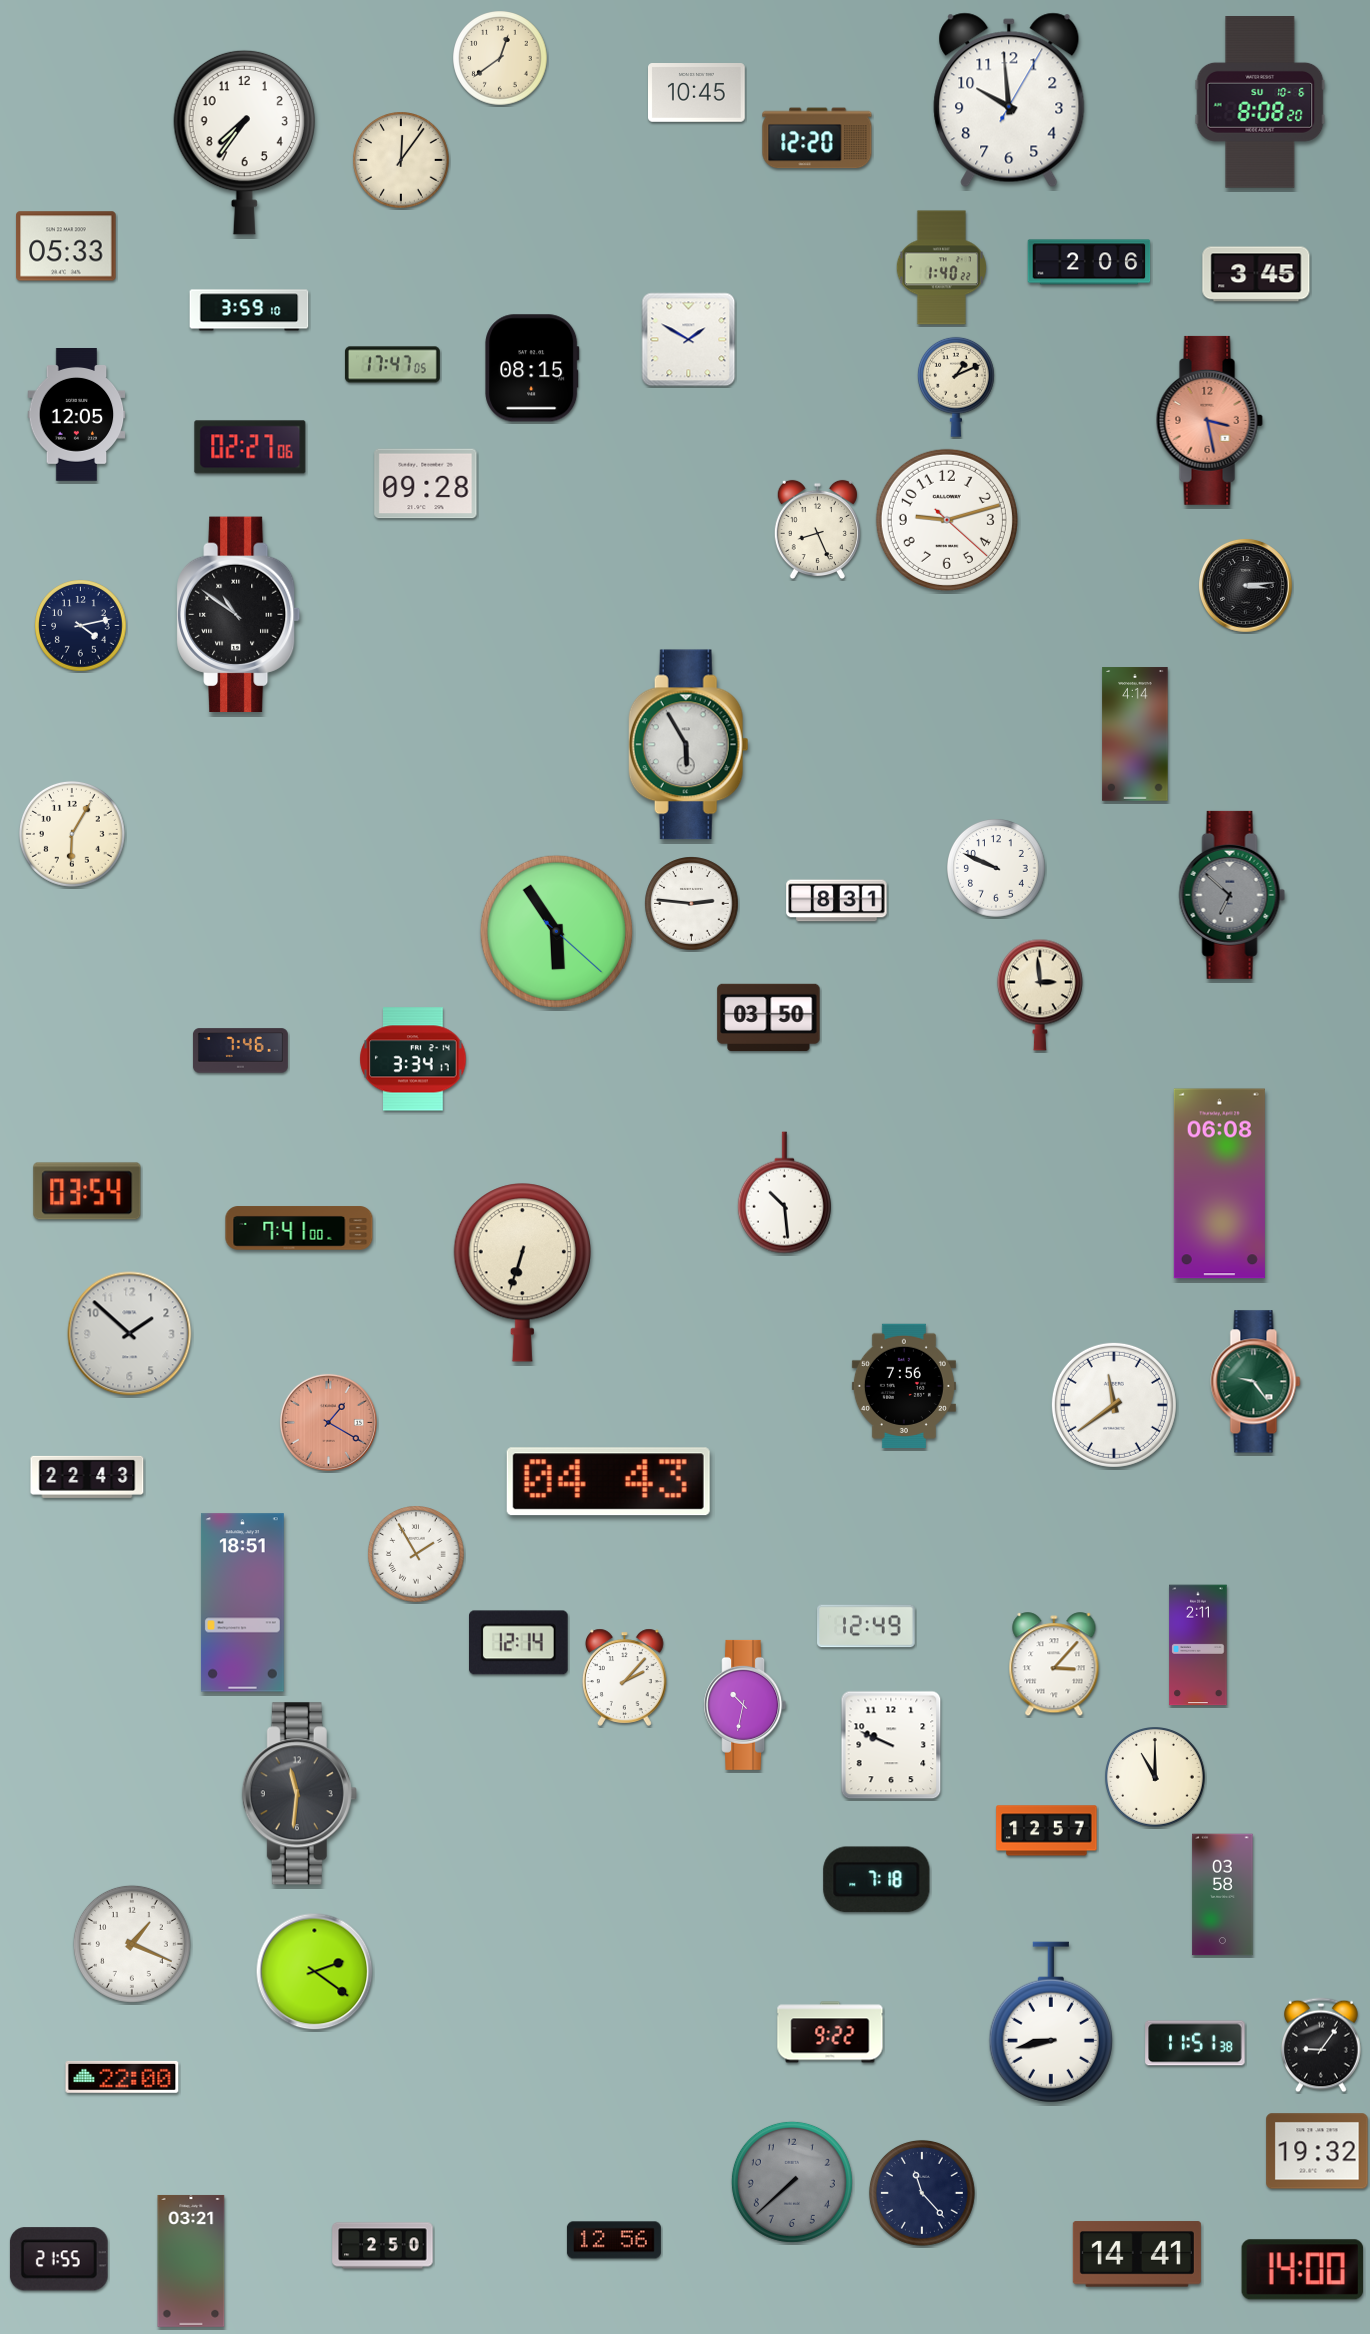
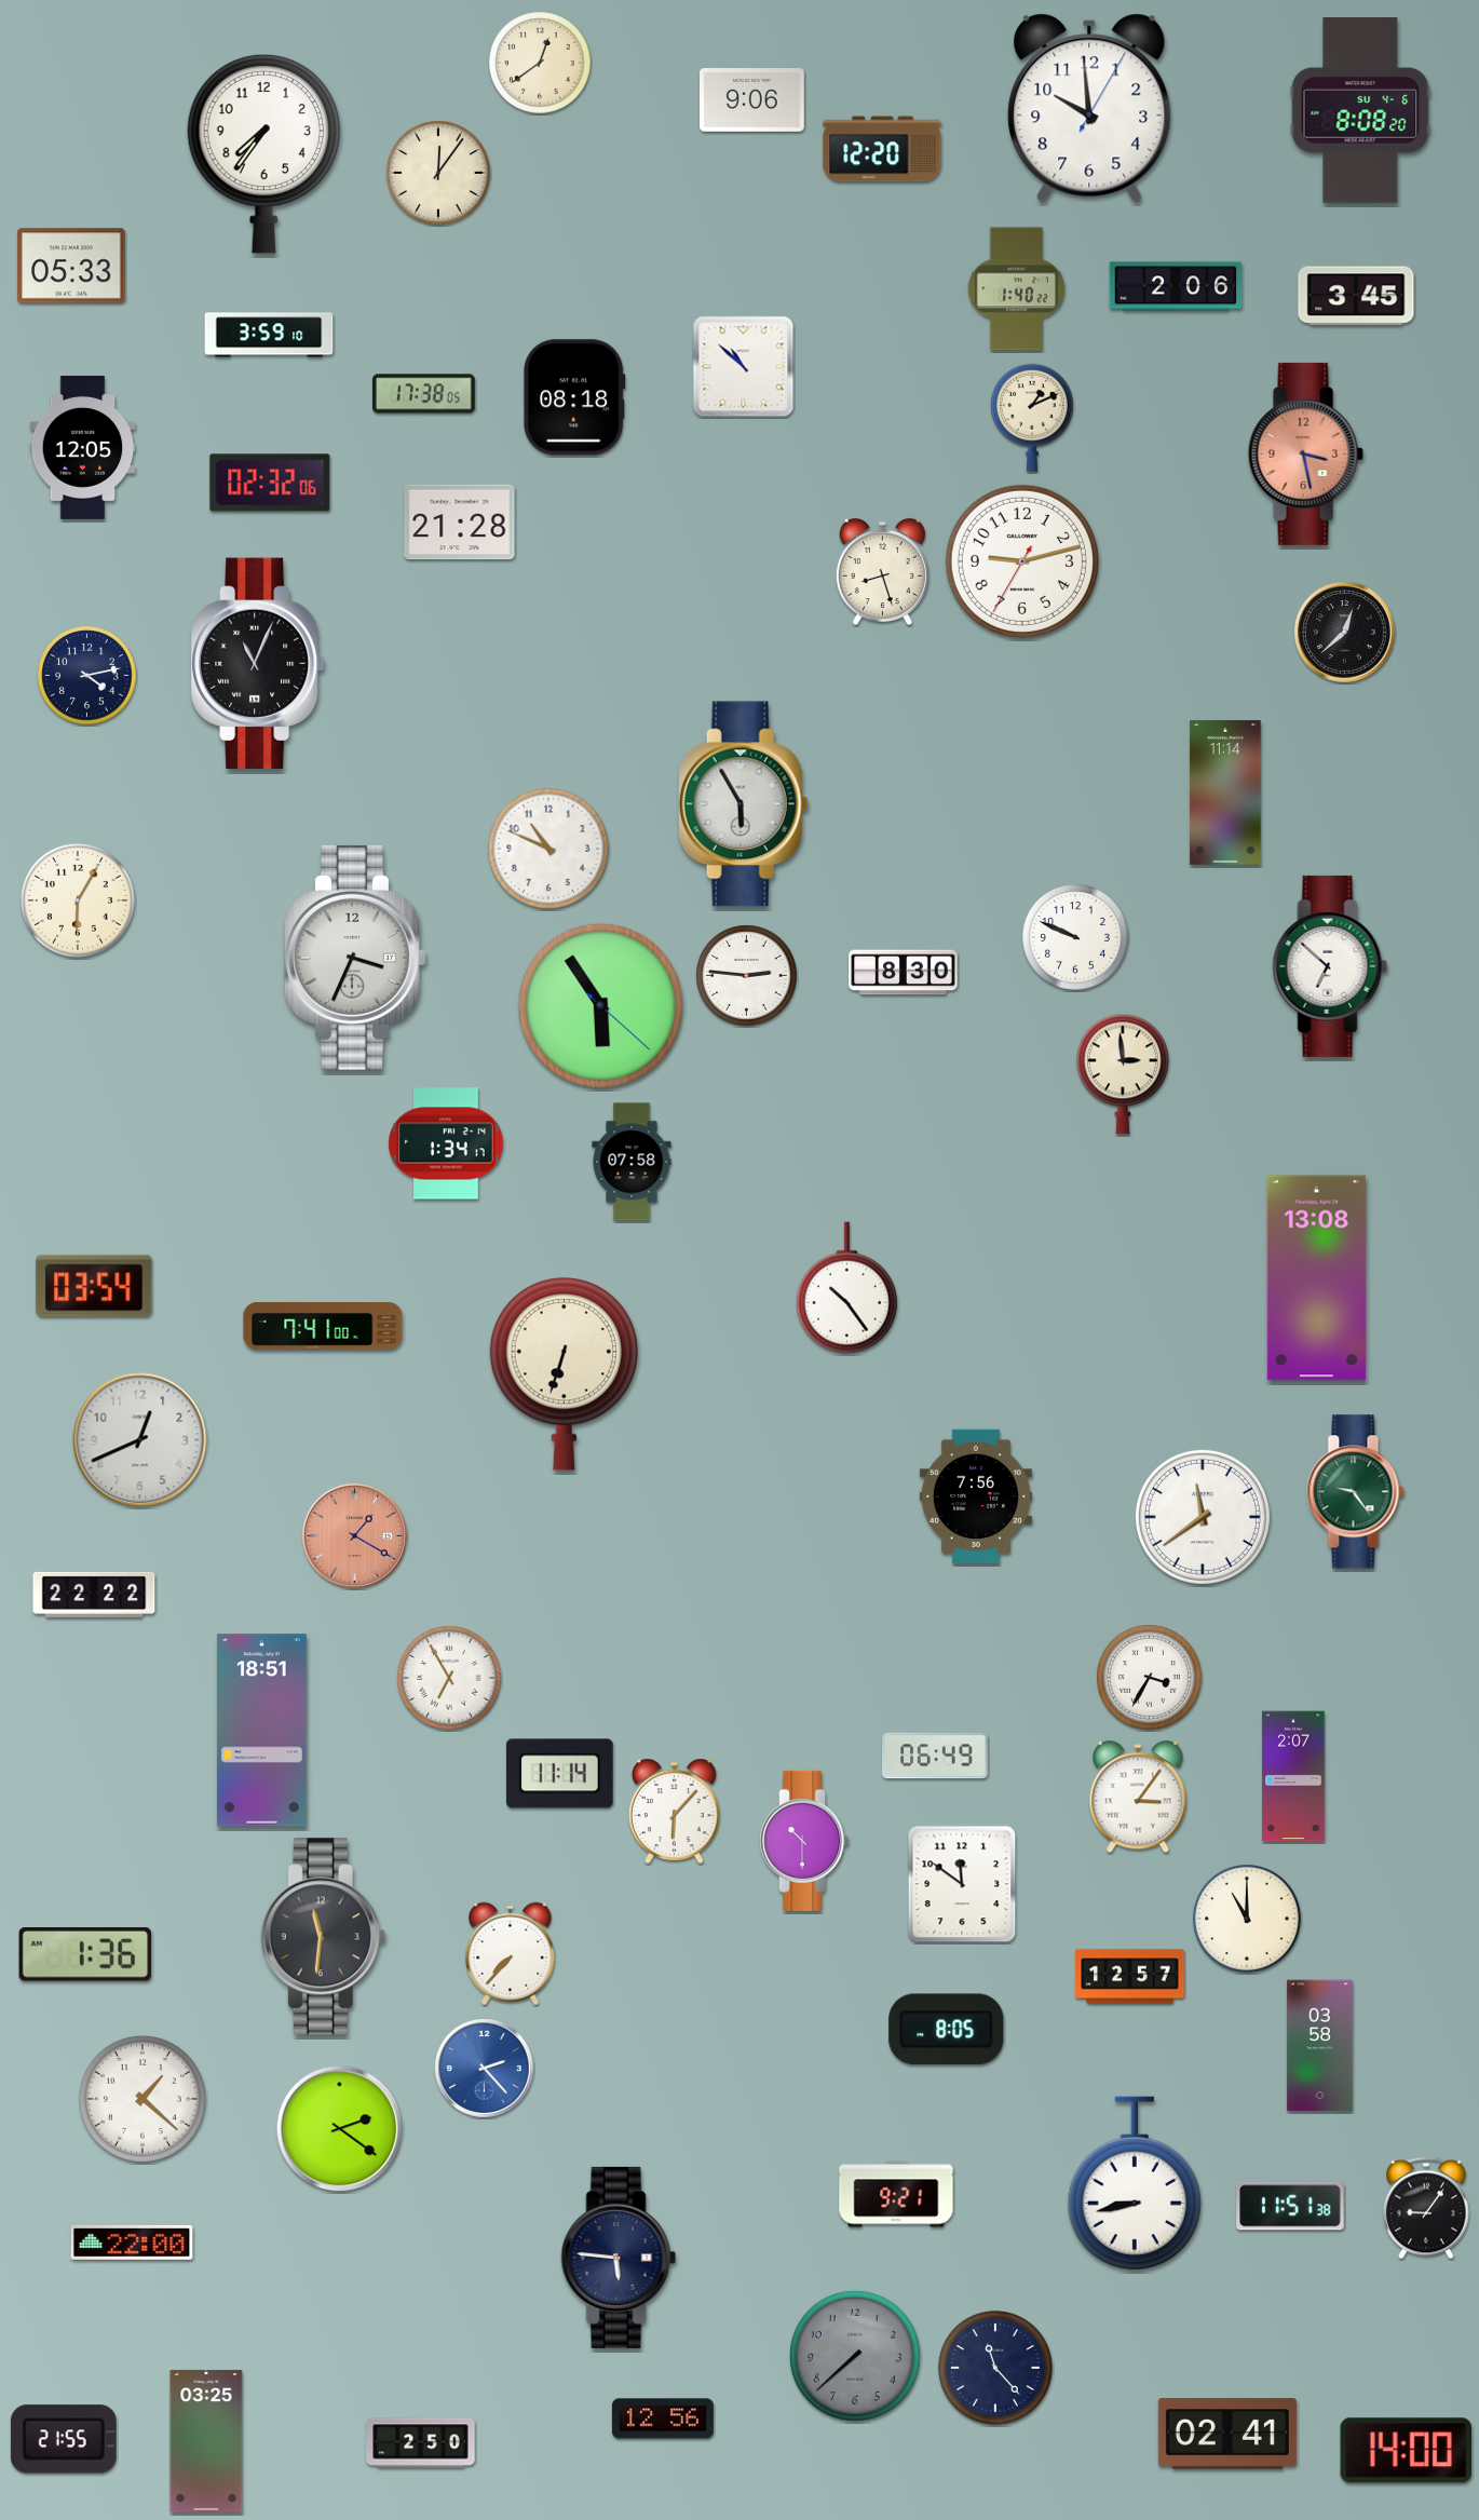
clock at (697, 93): 10:45 -> 9:06
clock at (1260, 103) date: SU 10-6 -> SU 4-6
clock at (402, 161) position: (402, 161) -> (439, 174)
clock at (1089, 262) position: (1089, 262) -> (1176, 286)
clock at (689, 340): 1:50 -> 10:52
clock at (392, 365): 17:47 -> 17:38
clock at (532, 368): 08:15 -> 08:18
clock at (250, 447): 02:27 -> 02:32
clock at (426, 484): 09:28 -> 21:28
clock at (947, 520): 9:12:22 -> 9:12:35
clock at (817, 530): 8:26 -> 8:27
clock at (1245, 585): 3:14 -> 12:38
clock at (239, 614): 10:51 -> 11:04
clock at (1135, 734): 4:14 -> 11:14
clock at (548, 849): none -> 10:49
clock at (355, 958): none -> 3:34
clock at (1232, 895) dial: grey -> white
clock at (837, 901): 8:31 -> 8:30
clock at (769, 1017): 03:50 -> none
clock at (240, 1051): 7:46 -> none
clock at (413, 1059): 3:34 -> 1:34
clock at (632, 1162): none -> 07:58
clock at (1219, 1184): 06:08 -> 13:08
clock at (784, 1193): 10:29 -> 10:24
clock at (130, 1334): 1:52 -> 12:41
clock at (87, 1477): 22:43 -> 22:22
clock at (608, 1482): 04:43 -> none
clock at (1150, 1678): none -> 3:35
clock at (417, 1555): 1:55 -> 6:55
clock at (866, 1626): 12:49 -> 06:49
clock at (519, 1643): 12:14 -> 11:14
clock at (1198, 1645): 2:11 -> 2:07
clock at (1054, 1665): 3:07 -> 3:06
clock at (624, 1677): 2:07 -> 6:07
clock at (745, 1705): 10:32 -> 10:30
clock at (891, 1745): 9:49 -> 11:51
clock at (84, 1954): none -> 1:36
clock at (511, 1954): none -> 7:37
clock at (877, 1880): 7:18 -> 8:05
clock at (485, 2069): none -> 2:23
clock at (132, 1944): 1:19 -> 1:22
clock at (830, 2032): 9:22 -> 9:21
clock at (619, 2258): none -> 5:46
clock at (1317, 2151): 19:32 -> none
clock at (383, 2246) position: (383, 2246) -> (421, 2443)
clock at (1137, 2254): 14:41 -> 02:41
clock at (191, 2261): 03:21 -> 03:25
